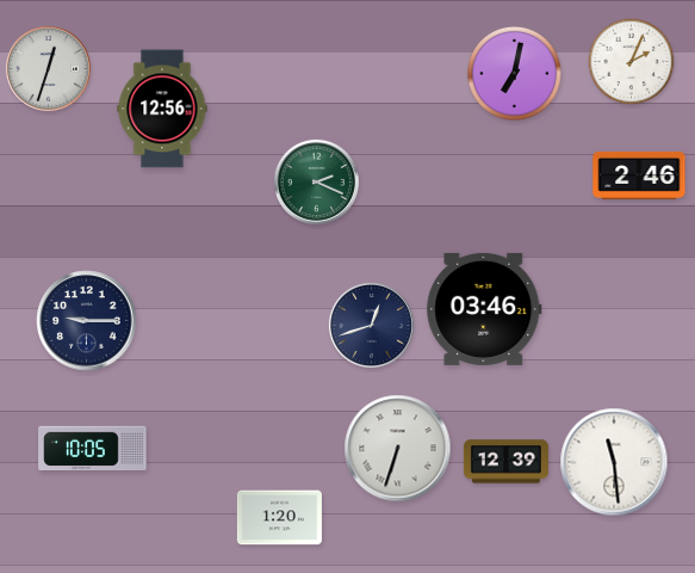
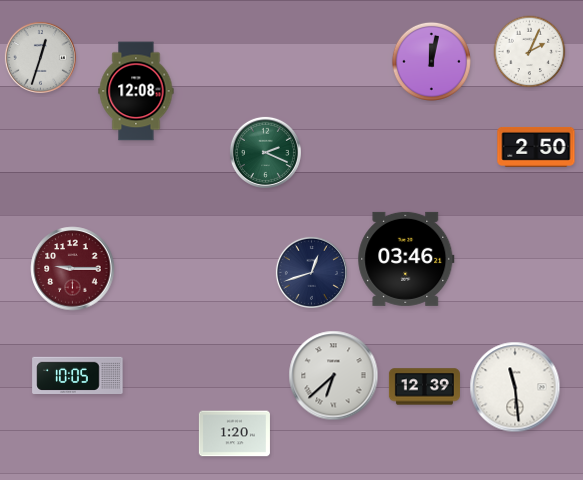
clock at (514, 73): 7:02 -> 12:02
clock at (162, 109): 12:56 -> 12:08
clock at (639, 175): 2:46 -> 2:50
clock at (87, 321) dial: navy -> burgundy
clock at (398, 449): 6:33 -> 6:38
